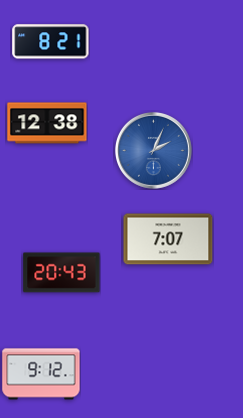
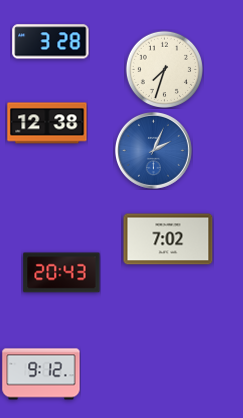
clock at (51, 42): 8:21 -> 3:28
clock at (164, 69): none -> 7:33
clock at (168, 239): 7:07 -> 7:02
